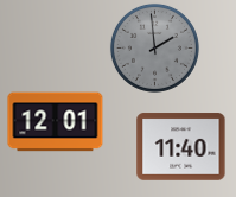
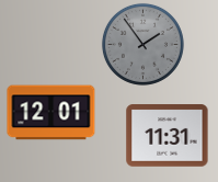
clock at (154, 47): 1:59 -> 1:54
clock at (181, 147): 11:40 -> 11:31
